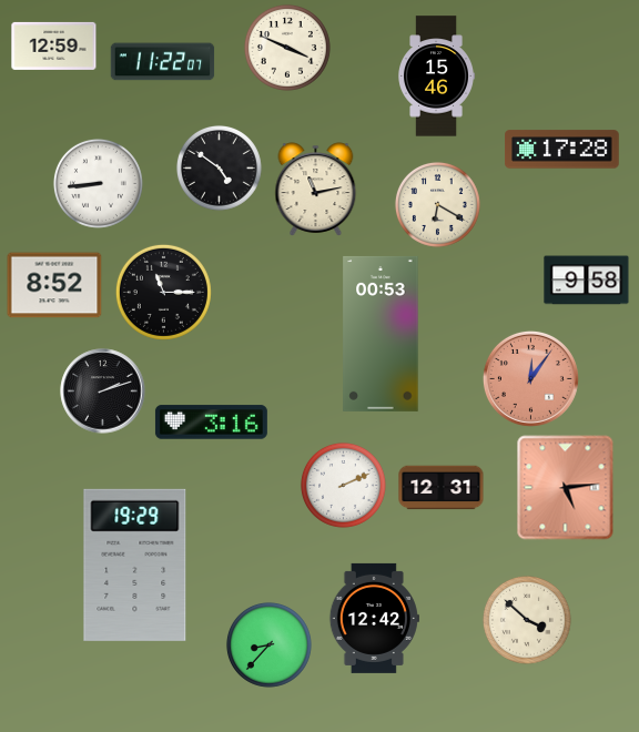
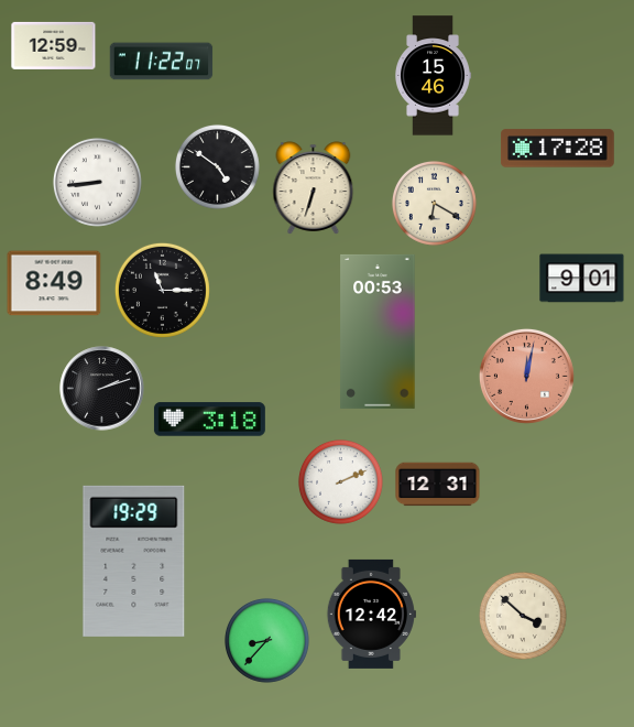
clock at (287, 48): 3:49 -> none
clock at (316, 190): 11:13 -> 6:33
clock at (587, 281): 9:58 -> 9:01
clock at (54, 285): 8:52 -> 8:49
clock at (530, 378): 12:06 -> 12:02
clock at (211, 423): 3:16 -> 3:18
clock at (566, 488): 5:14 -> none
